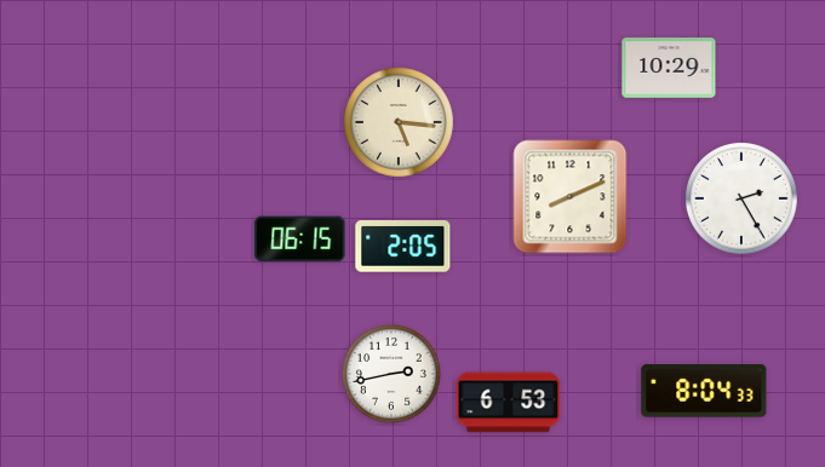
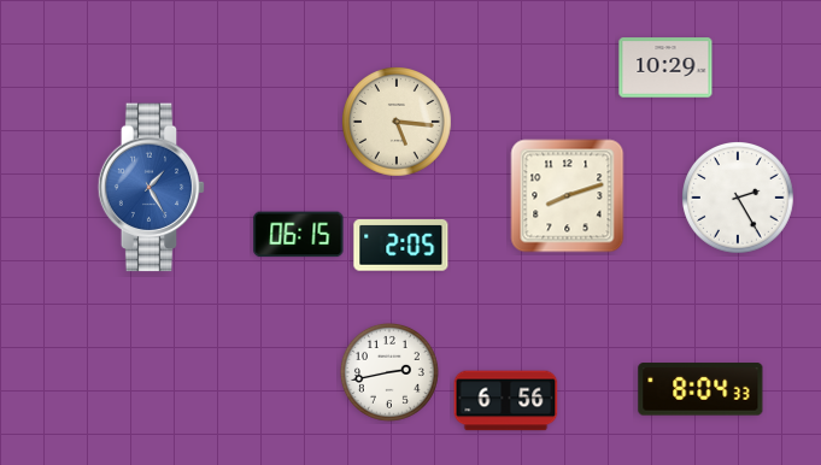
clock at (152, 188): none -> 1:25
clock at (571, 197): 8:11 -> 8:12
clock at (300, 240) position: (300, 240) -> (299, 235)
clock at (509, 403): 6:53 -> 6:56
